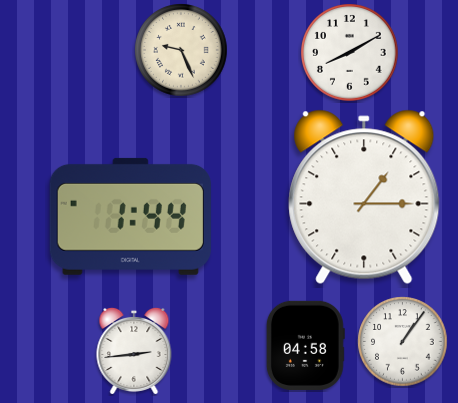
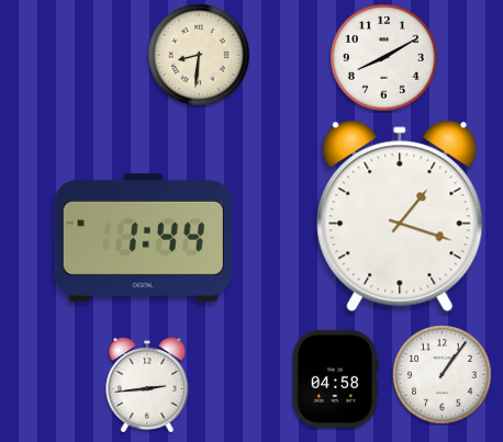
clock at (181, 50): 9:26 -> 8:31
clock at (364, 197): 1:15 -> 1:18
